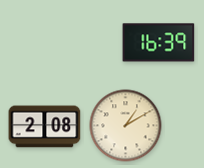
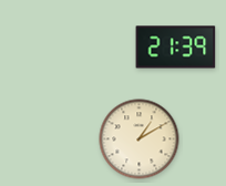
clock at (159, 43): 16:39 -> 21:39
clock at (45, 127): 2:08 -> none
